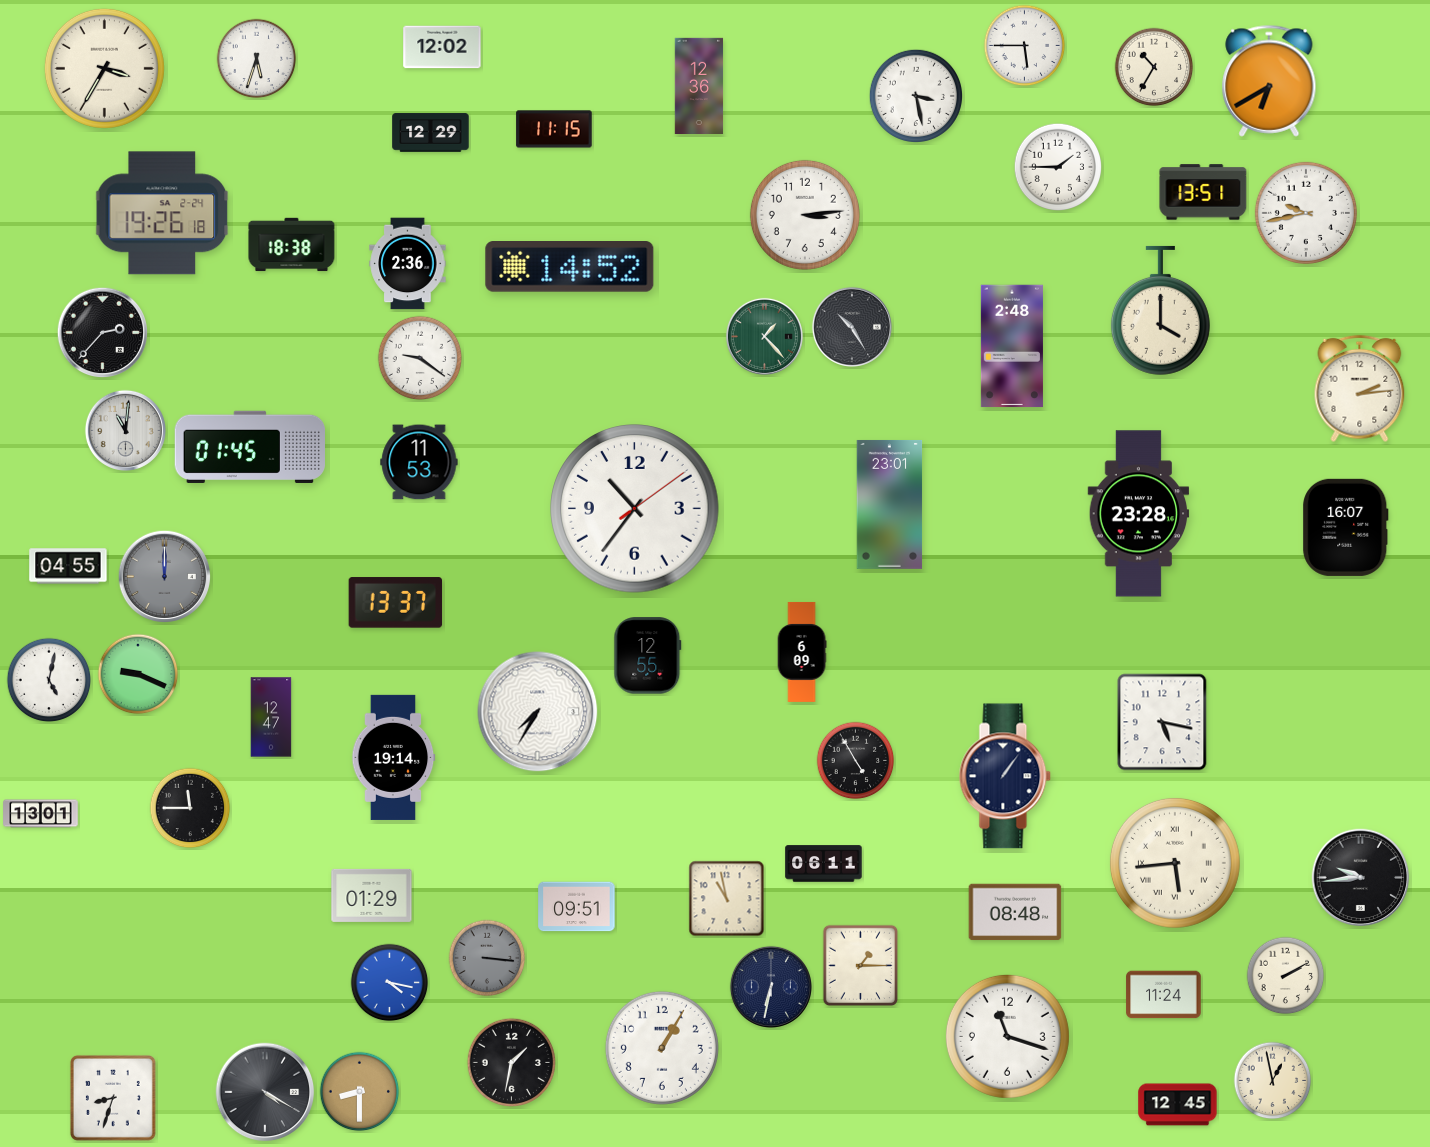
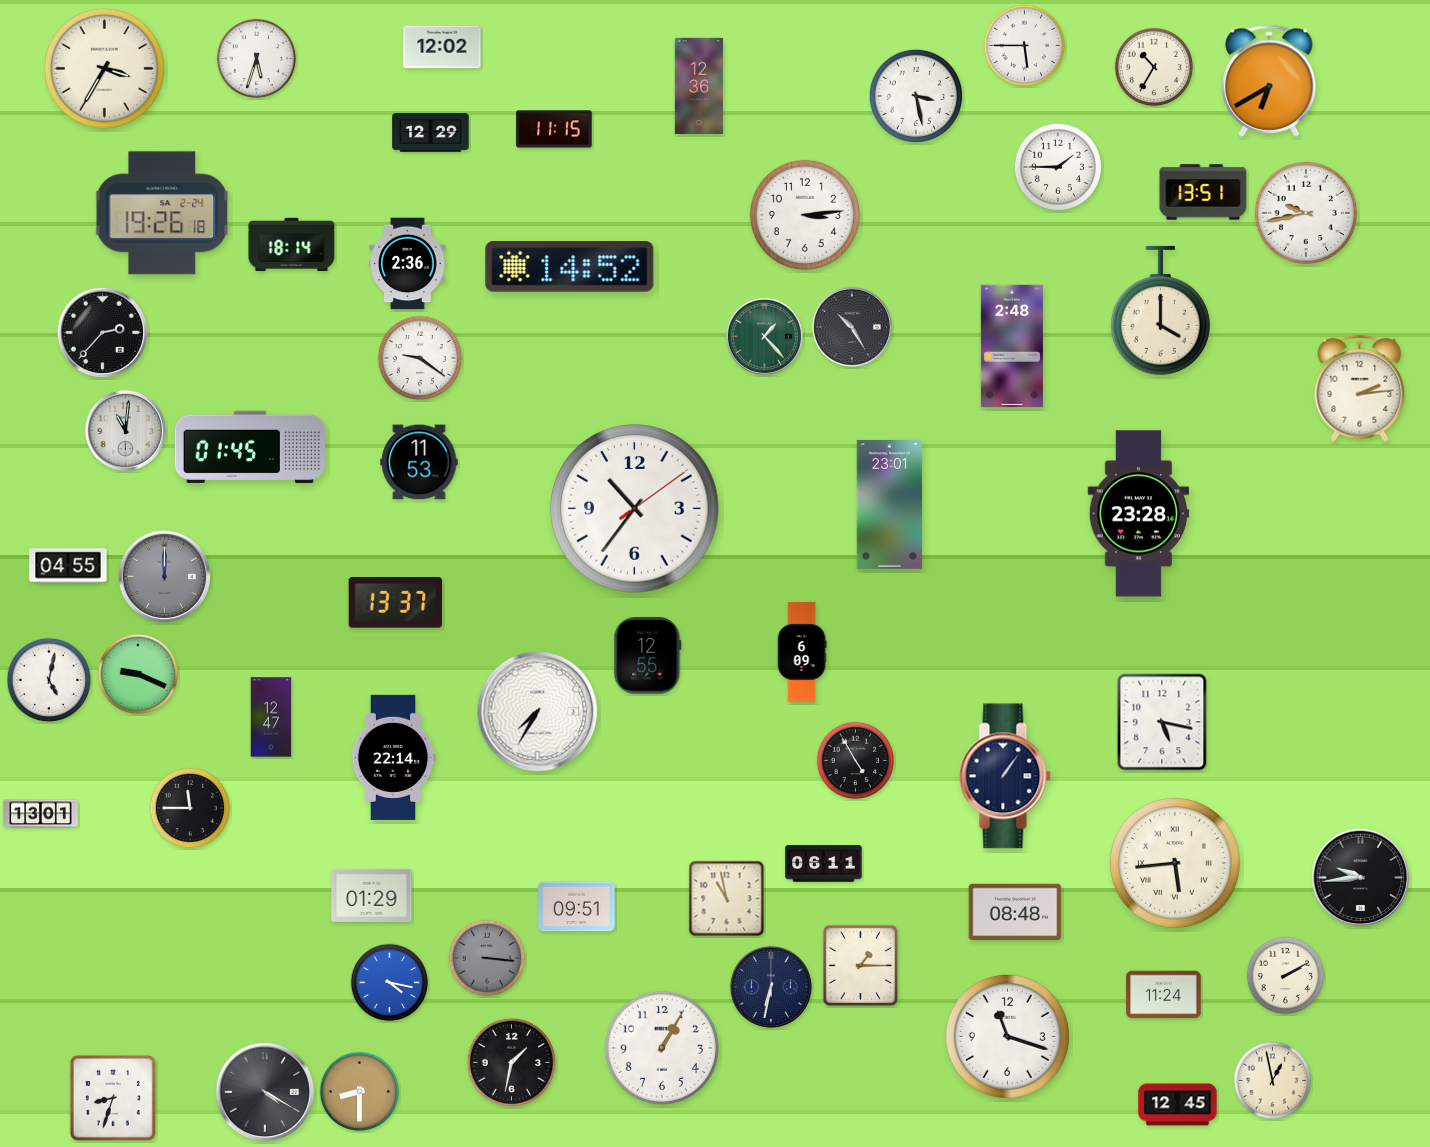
clock at (292, 245): 18:38 -> 18:14
clock at (1346, 527): 16:07 -> none
clock at (393, 757): 19:14 -> 22:14
